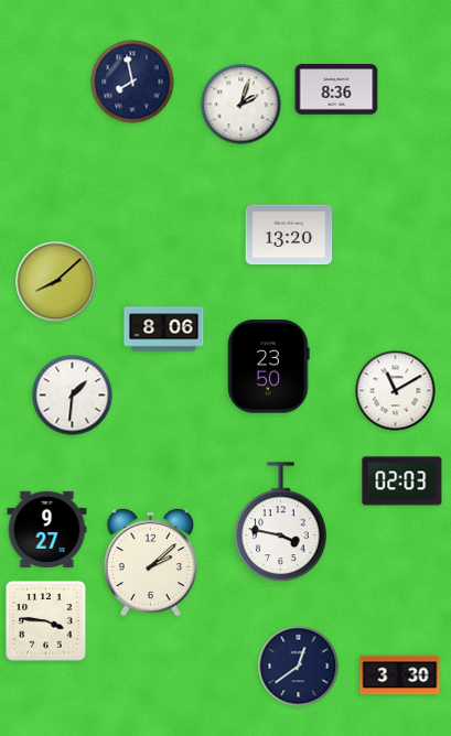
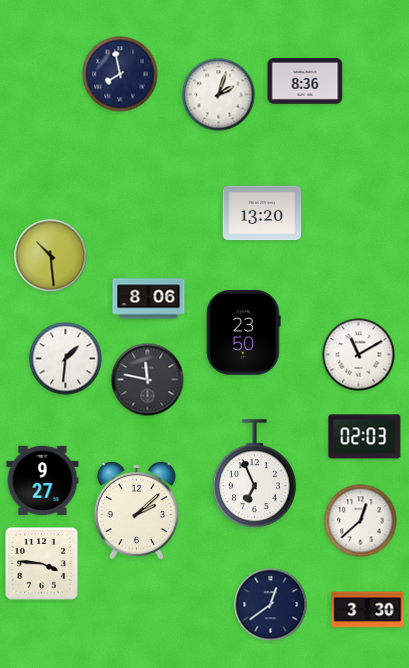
clock at (56, 282): 8:08 -> 10:29
clock at (148, 380): none -> 11:47
clock at (281, 522): 3:47 -> 6:56
clock at (361, 521): none -> 12:38
clock at (400, 675) position: (400, 675) -> (368, 610)
